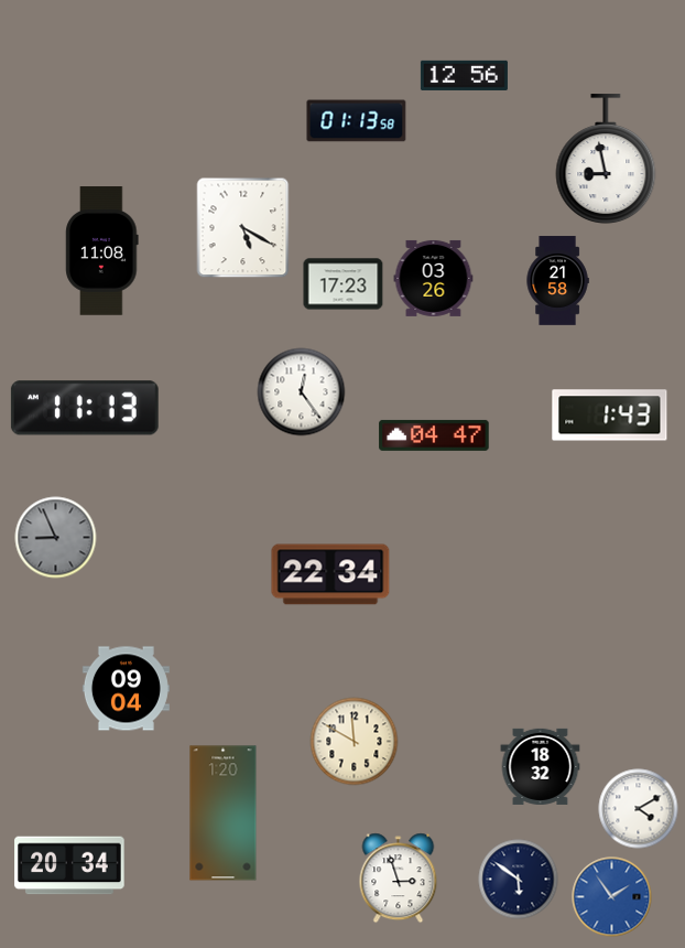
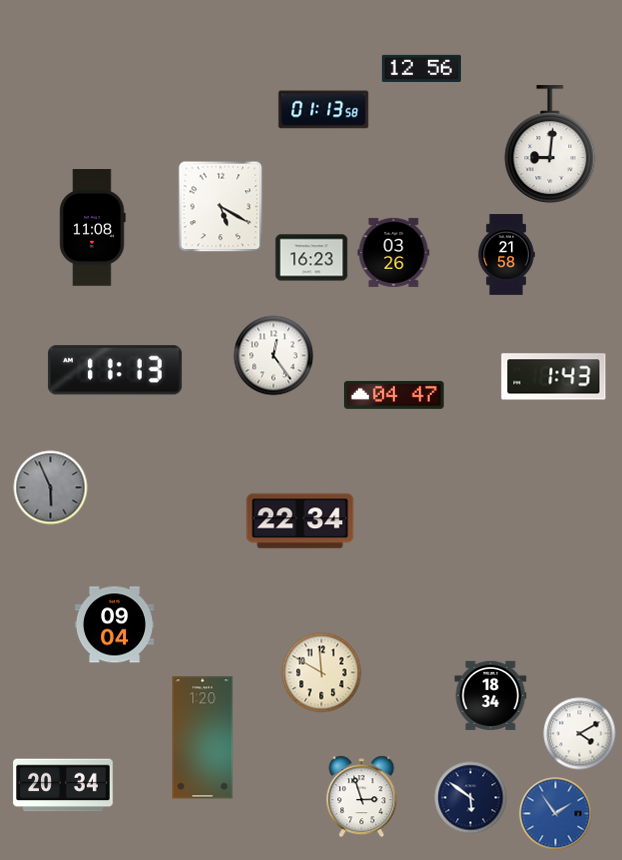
clock at (606, 159): 8:58 -> 9:01
clock at (344, 284): 17:23 -> 16:23
clock at (85, 408) position: (85, 408) -> (115, 370)
clock at (56, 538): 8:56 -> 5:56
clock at (541, 766): 18:32 -> 18:34
